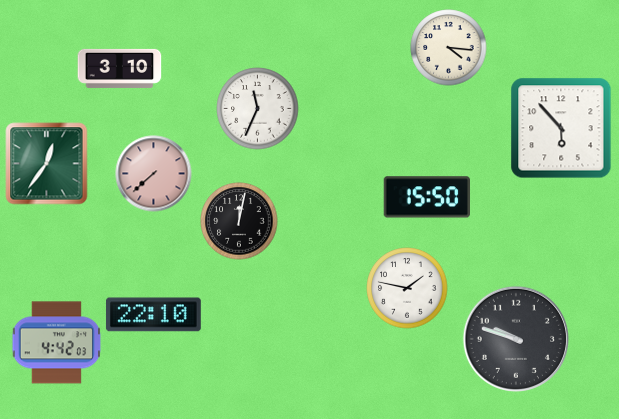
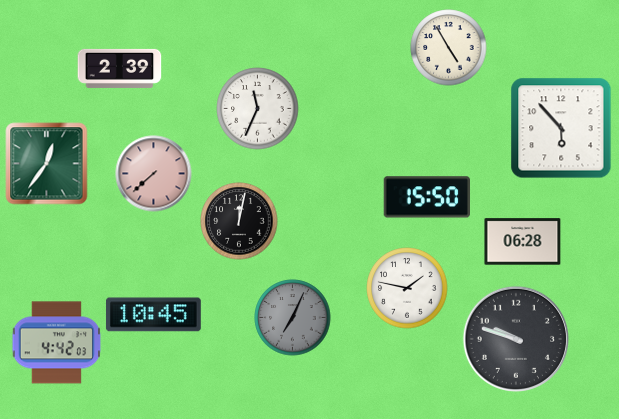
clock at (449, 48): 4:16 -> 4:55
clock at (120, 68): 3:10 -> 2:39
clock at (523, 242): none -> 06:28
clock at (153, 315): 22:10 -> 10:45
clock at (293, 318): none -> 7:04
